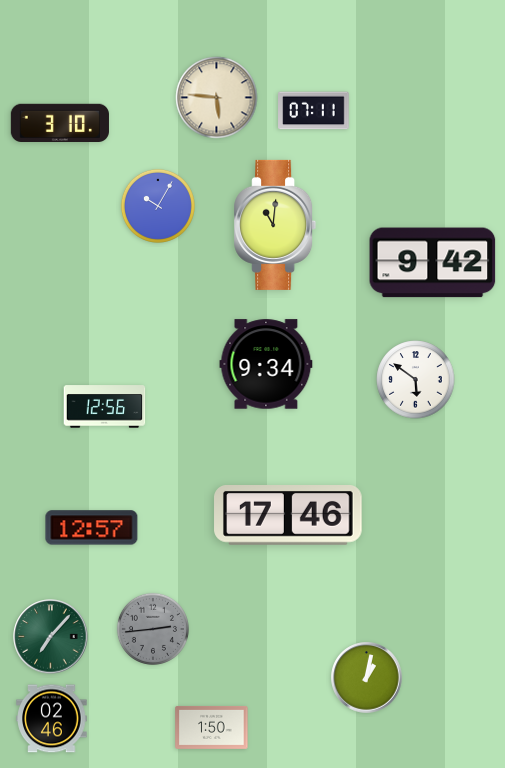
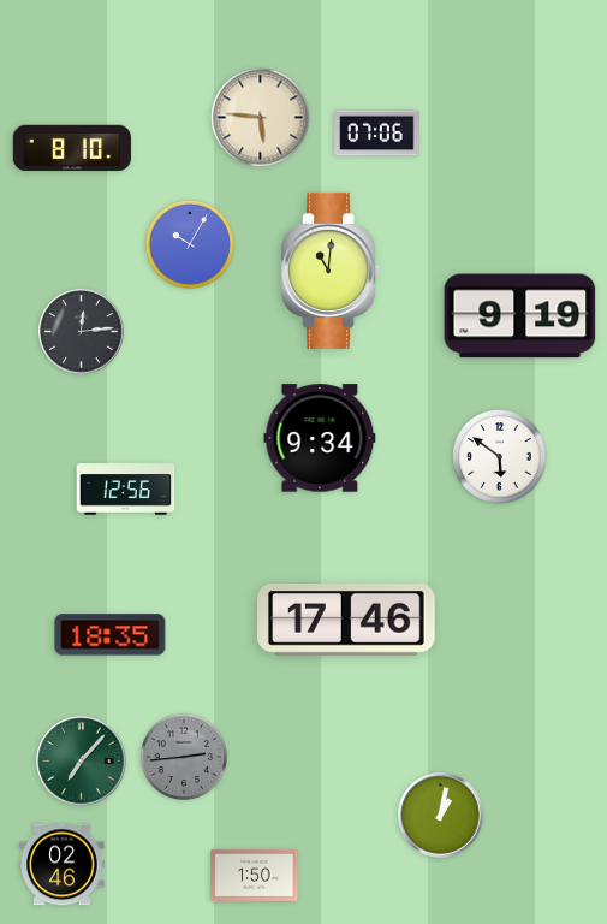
clock at (314, 111): 07:11 -> 07:06
clock at (60, 123): 3:10 -> 8:10
clock at (158, 206) position: (158, 206) -> (190, 244)
clock at (433, 263): 9:42 -> 9:19
clock at (82, 332): none -> 12:14
clock at (92, 528): 12:57 -> 18:35
clock at (51, 637) position: (51, 637) -> (82, 762)
